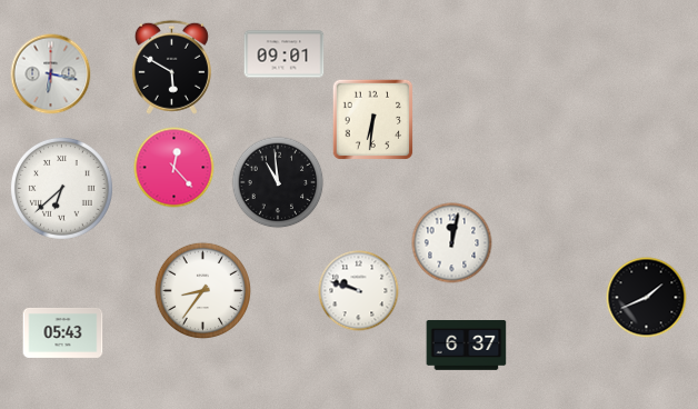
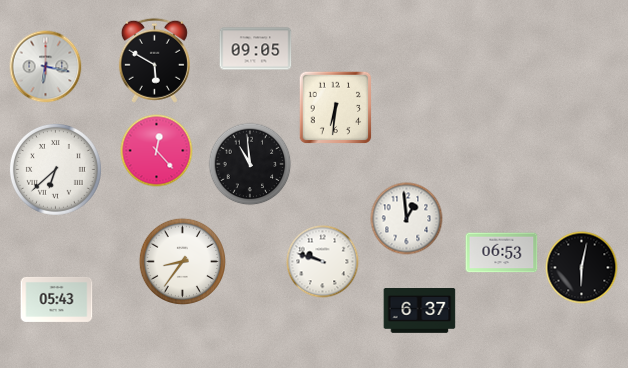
clock at (285, 54): 09:01 -> 09:05
clock at (452, 243): 12:02 -> 12:59
clock at (502, 253): none -> 06:53
clock at (647, 298): 1:41 -> 6:02
